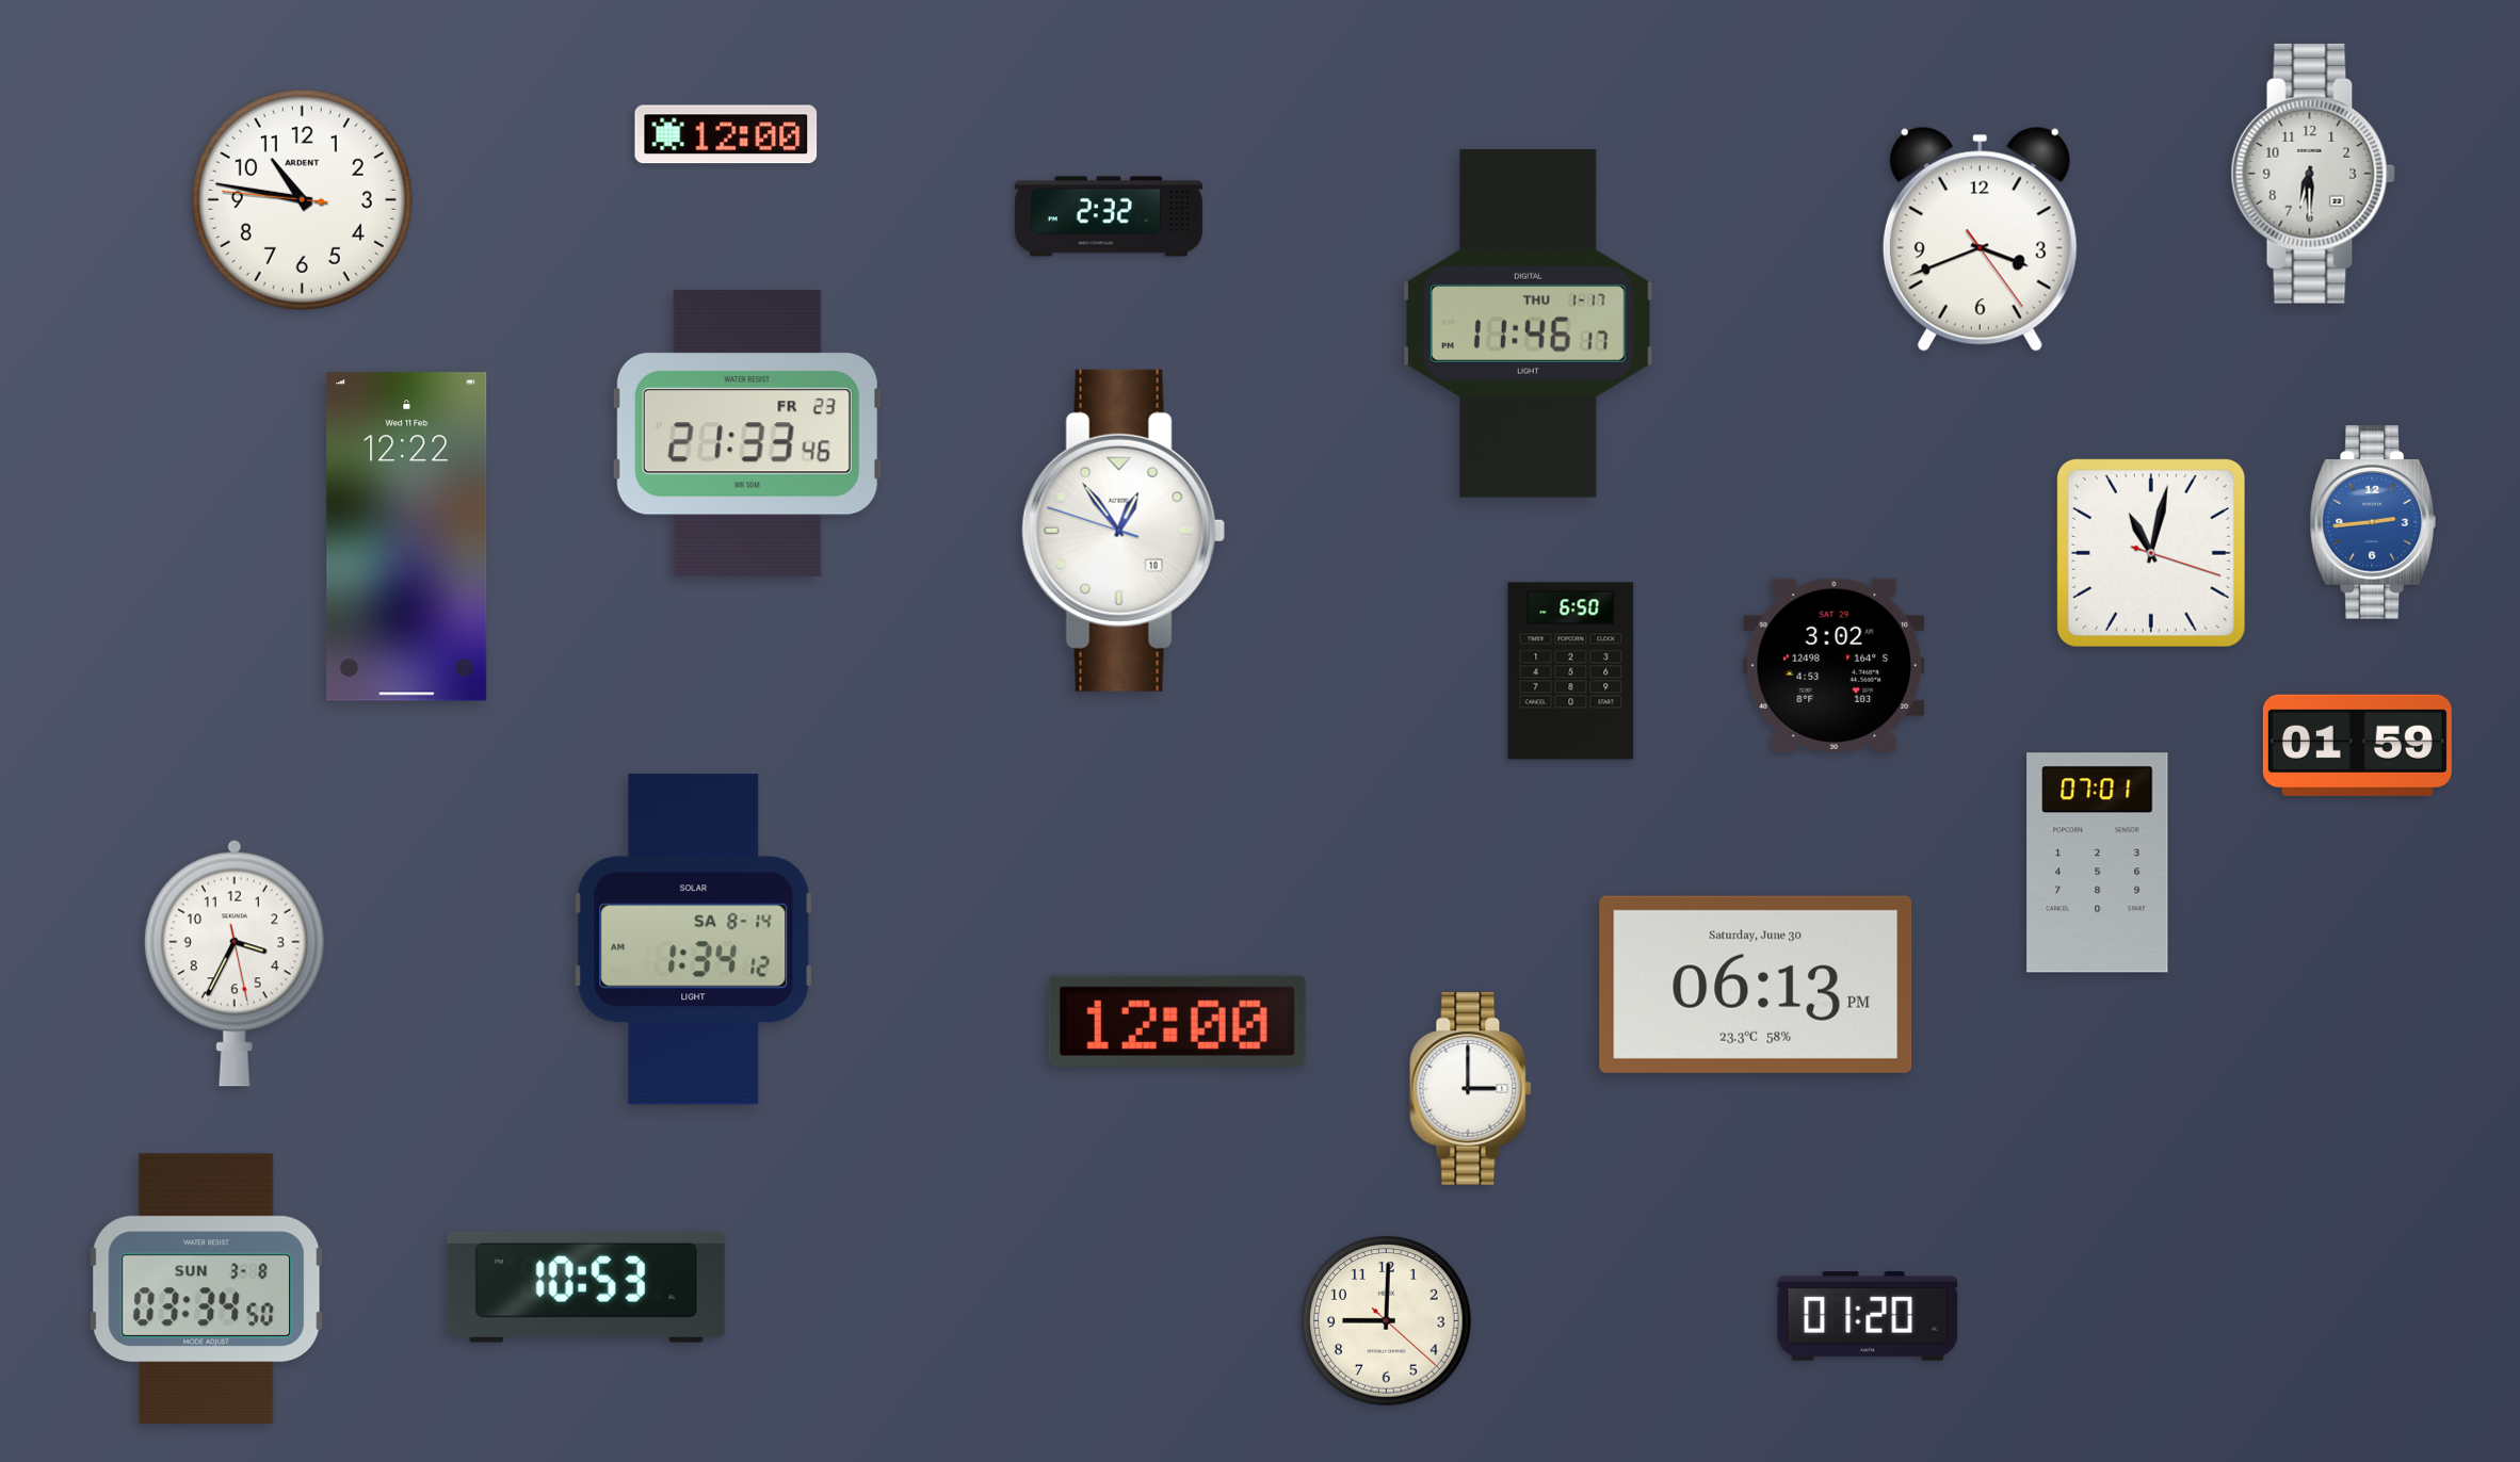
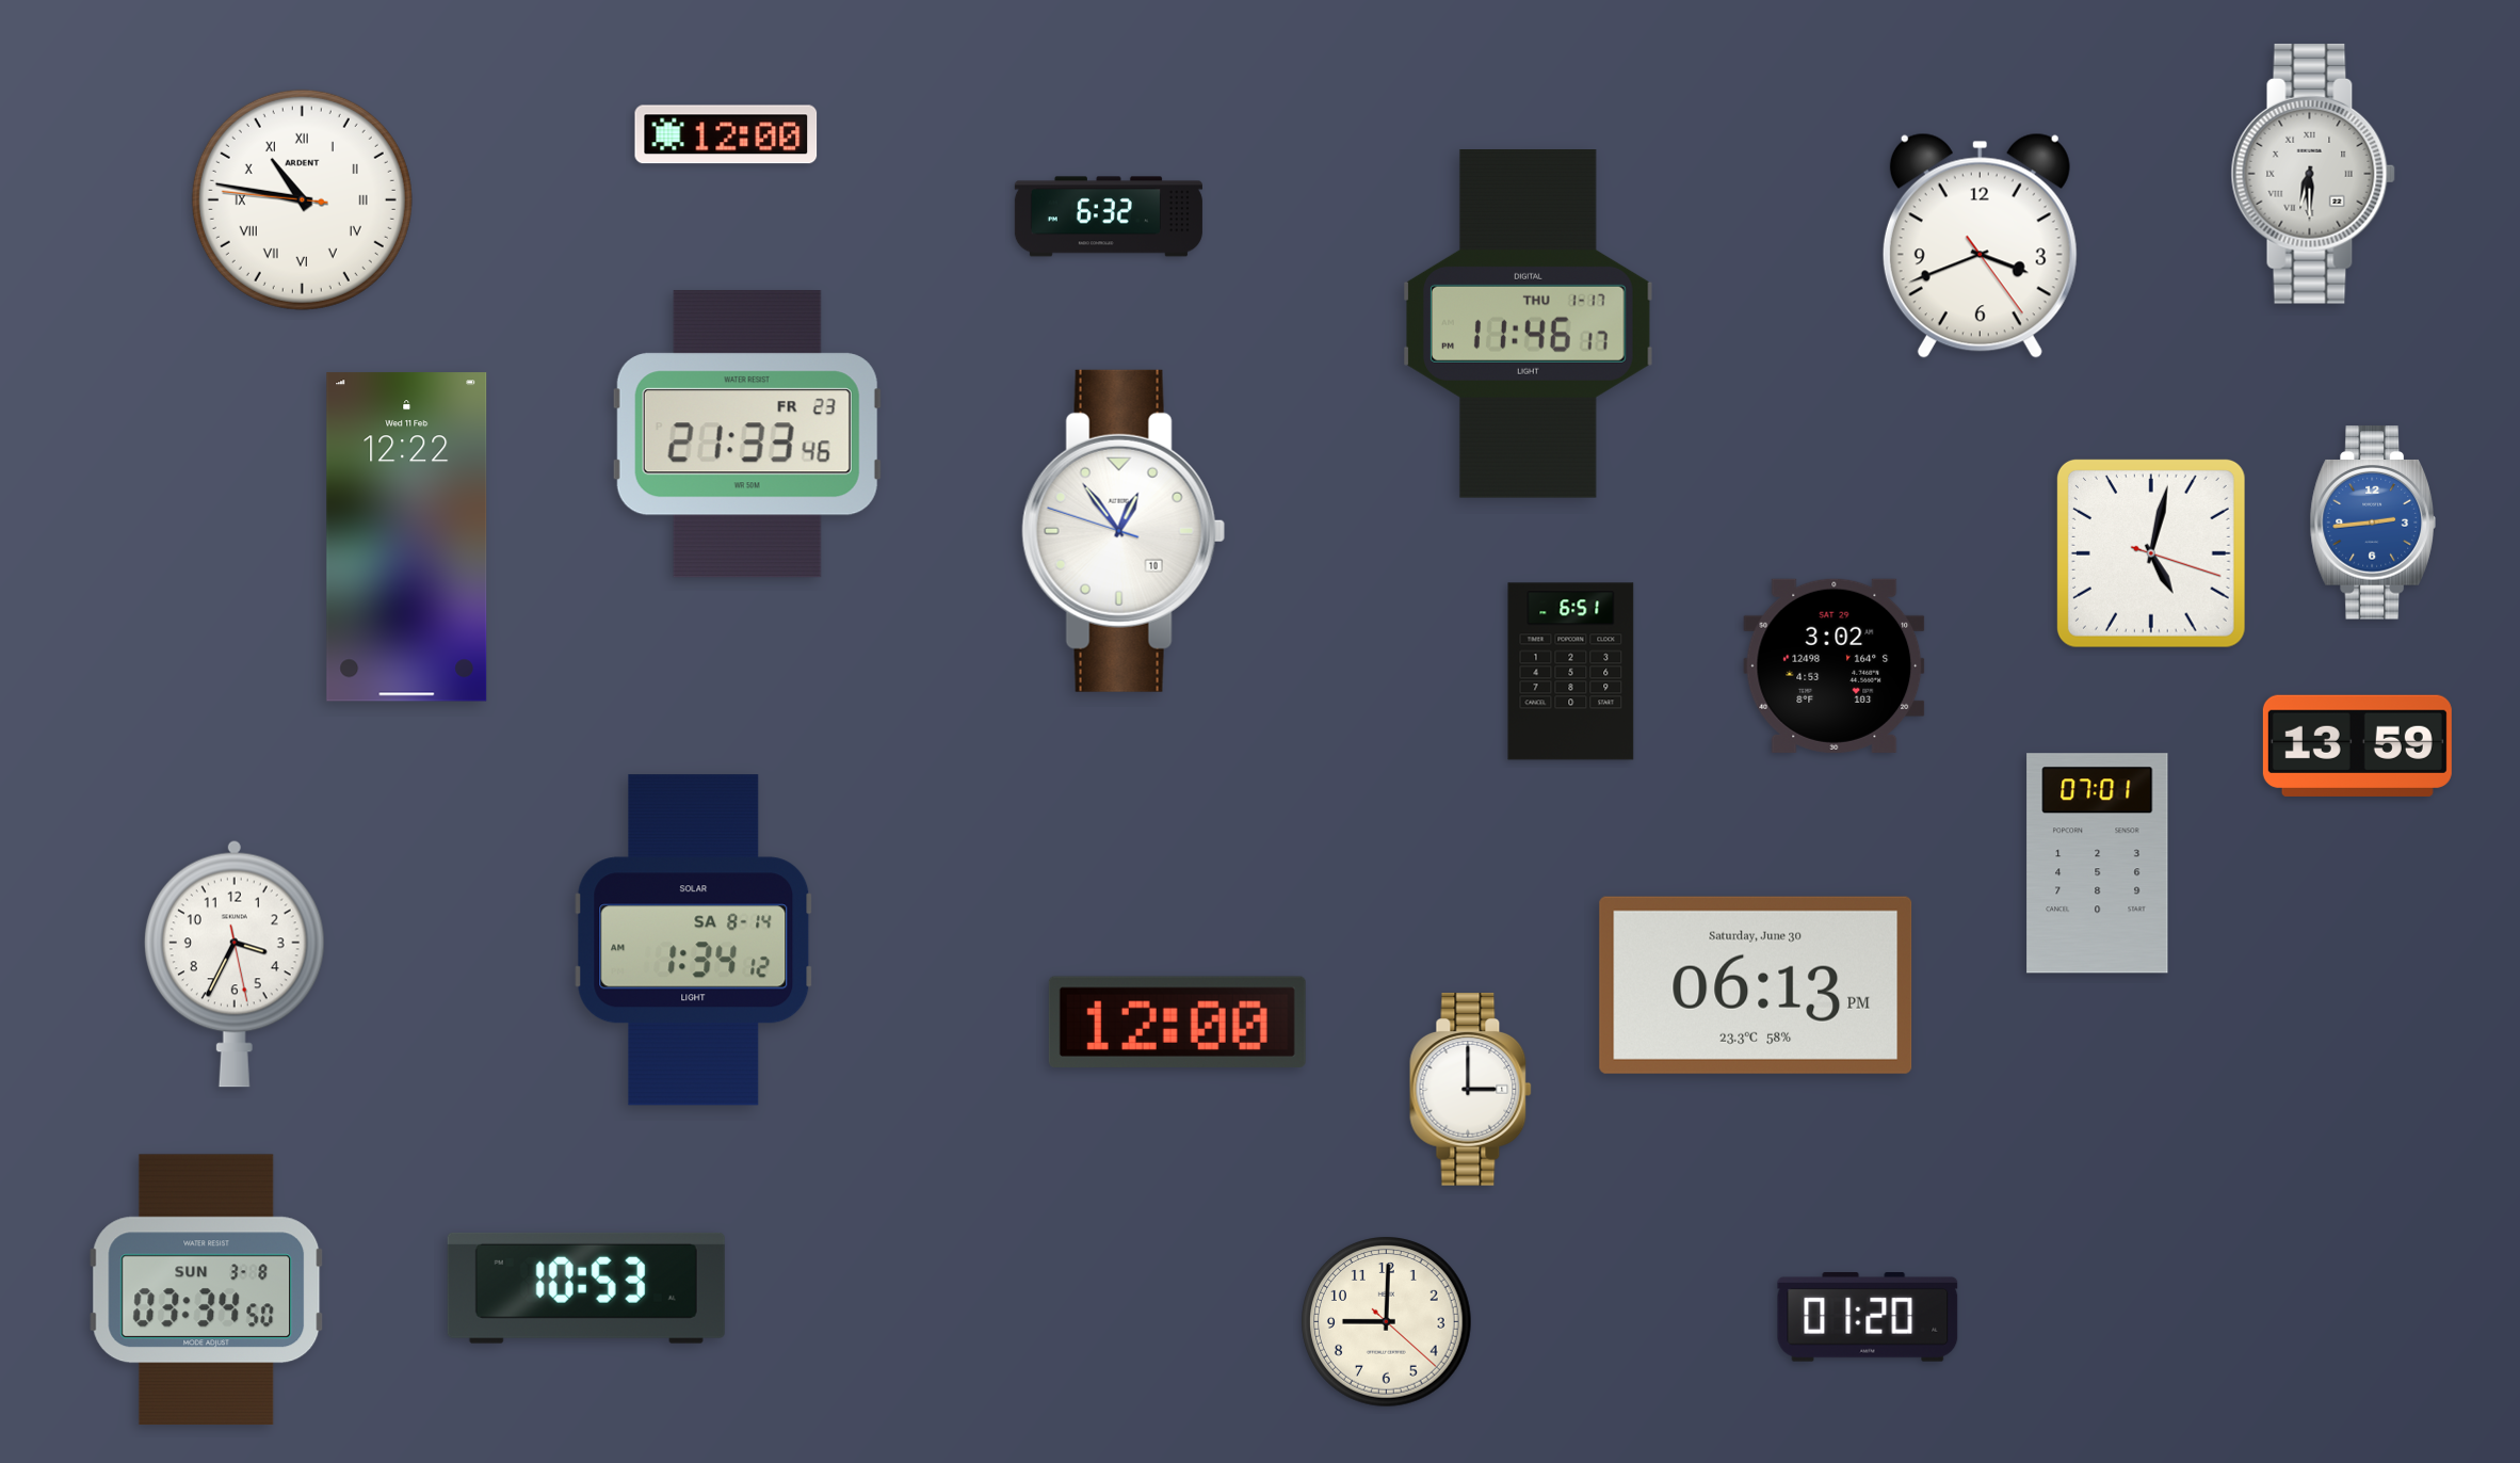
clock at (2313, 174) numerals: Arabic -> Roman
clock at (302, 199) numerals: Arabic -> Roman
clock at (1109, 216): 2:32 -> 6:32
clock at (1980, 239) position: (1980, 239) -> (1980, 245)
clock at (2151, 553): 11:02 -> 5:02
clock at (1571, 671): 6:50 -> 6:51
clock at (2357, 745): 01:59 -> 13:59
